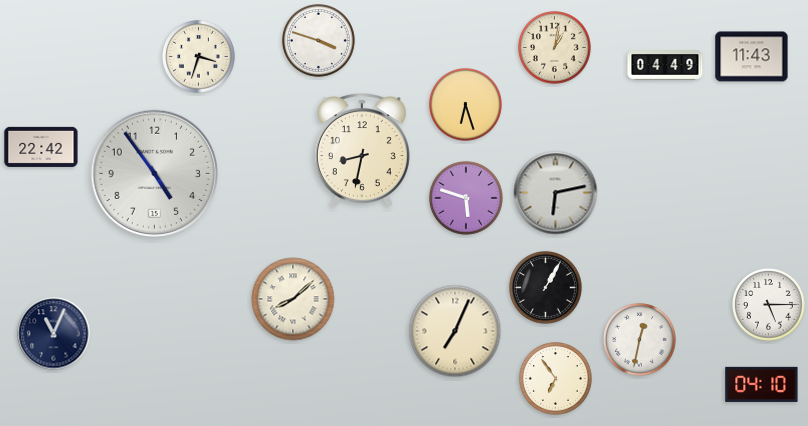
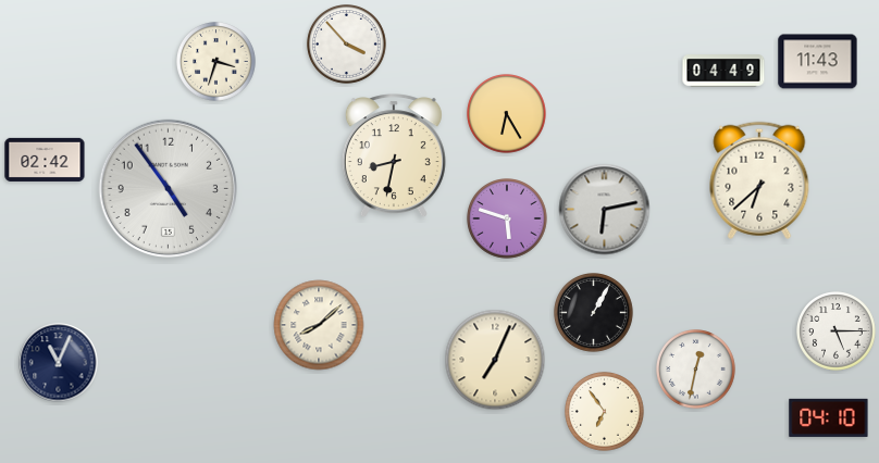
clock at (319, 41): 3:48 -> 3:53
clock at (555, 48): 1:02 -> none
clock at (466, 105): 6:27 -> 6:25
clock at (41, 147): 22:42 -> 02:42
clock at (362, 151) position: (362, 151) -> (394, 157)
clock at (759, 180): none -> 6:38
clock at (466, 198) position: (466, 198) -> (507, 218)
